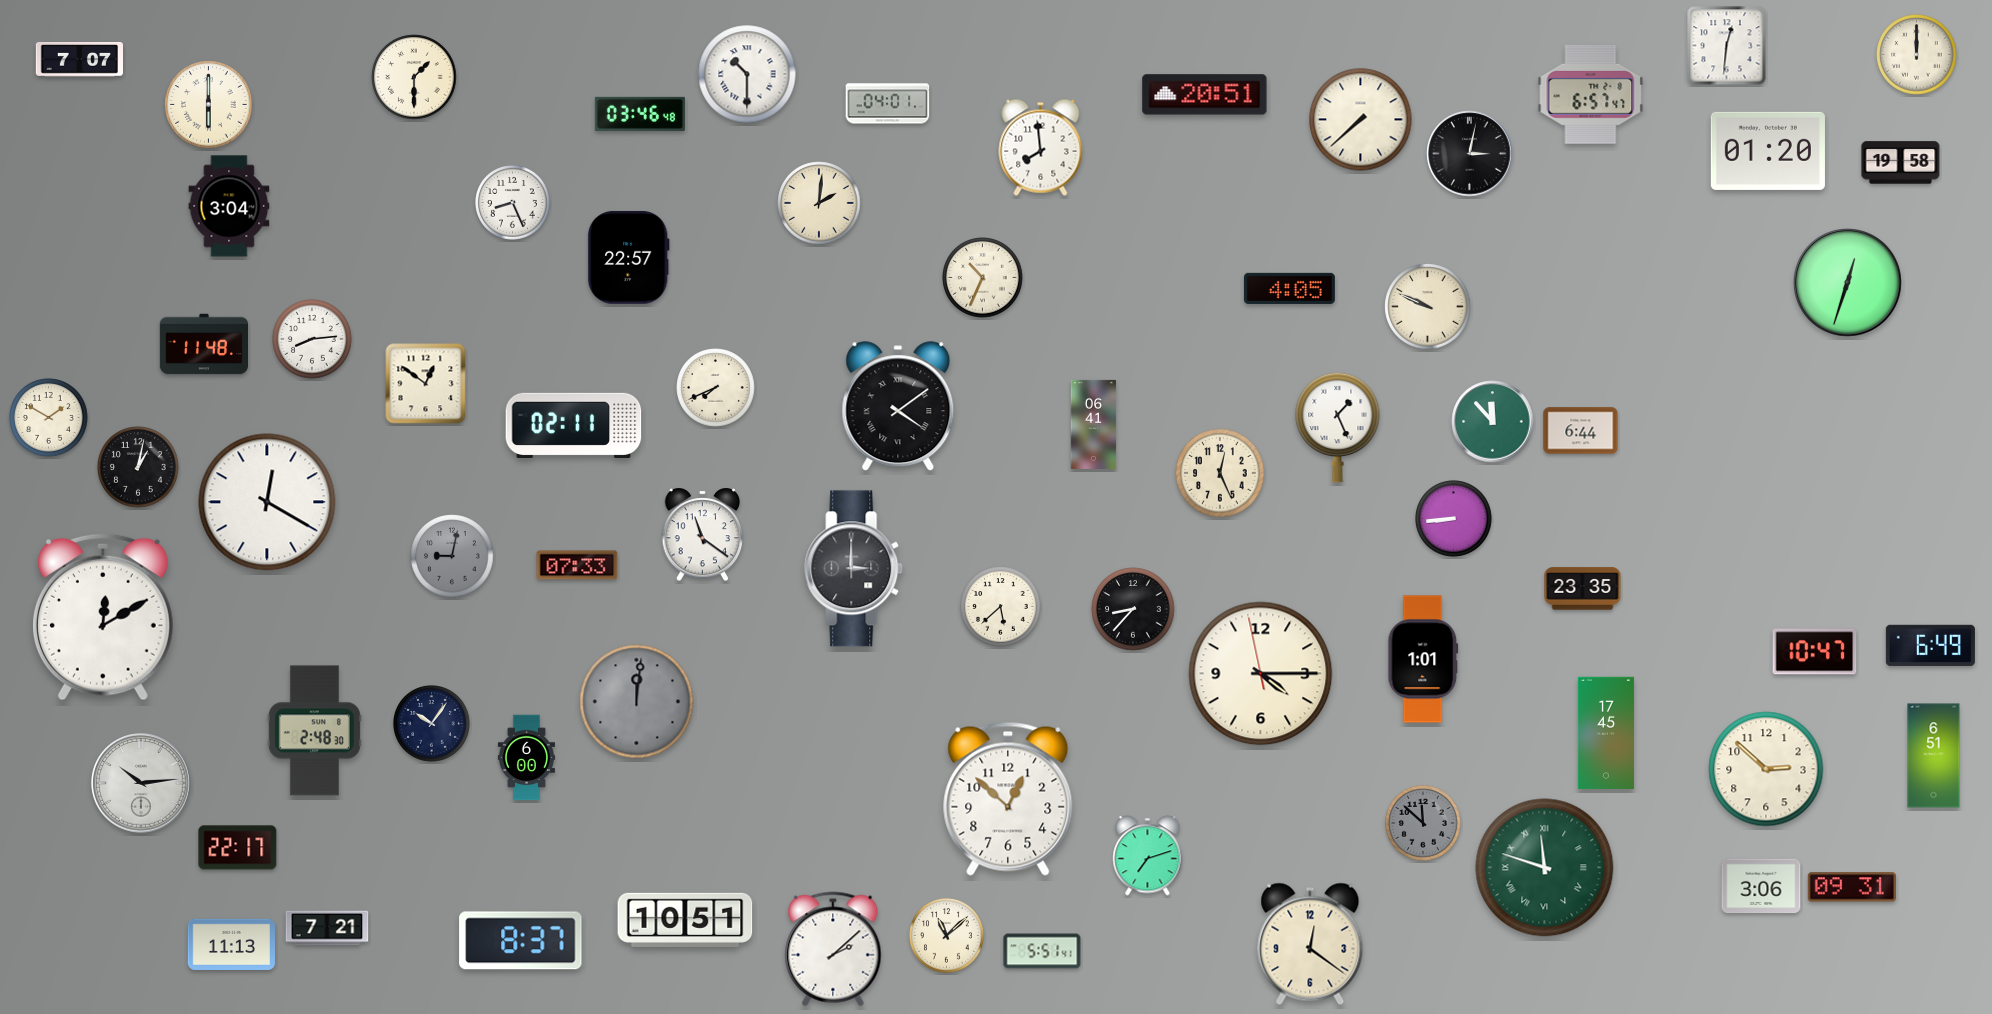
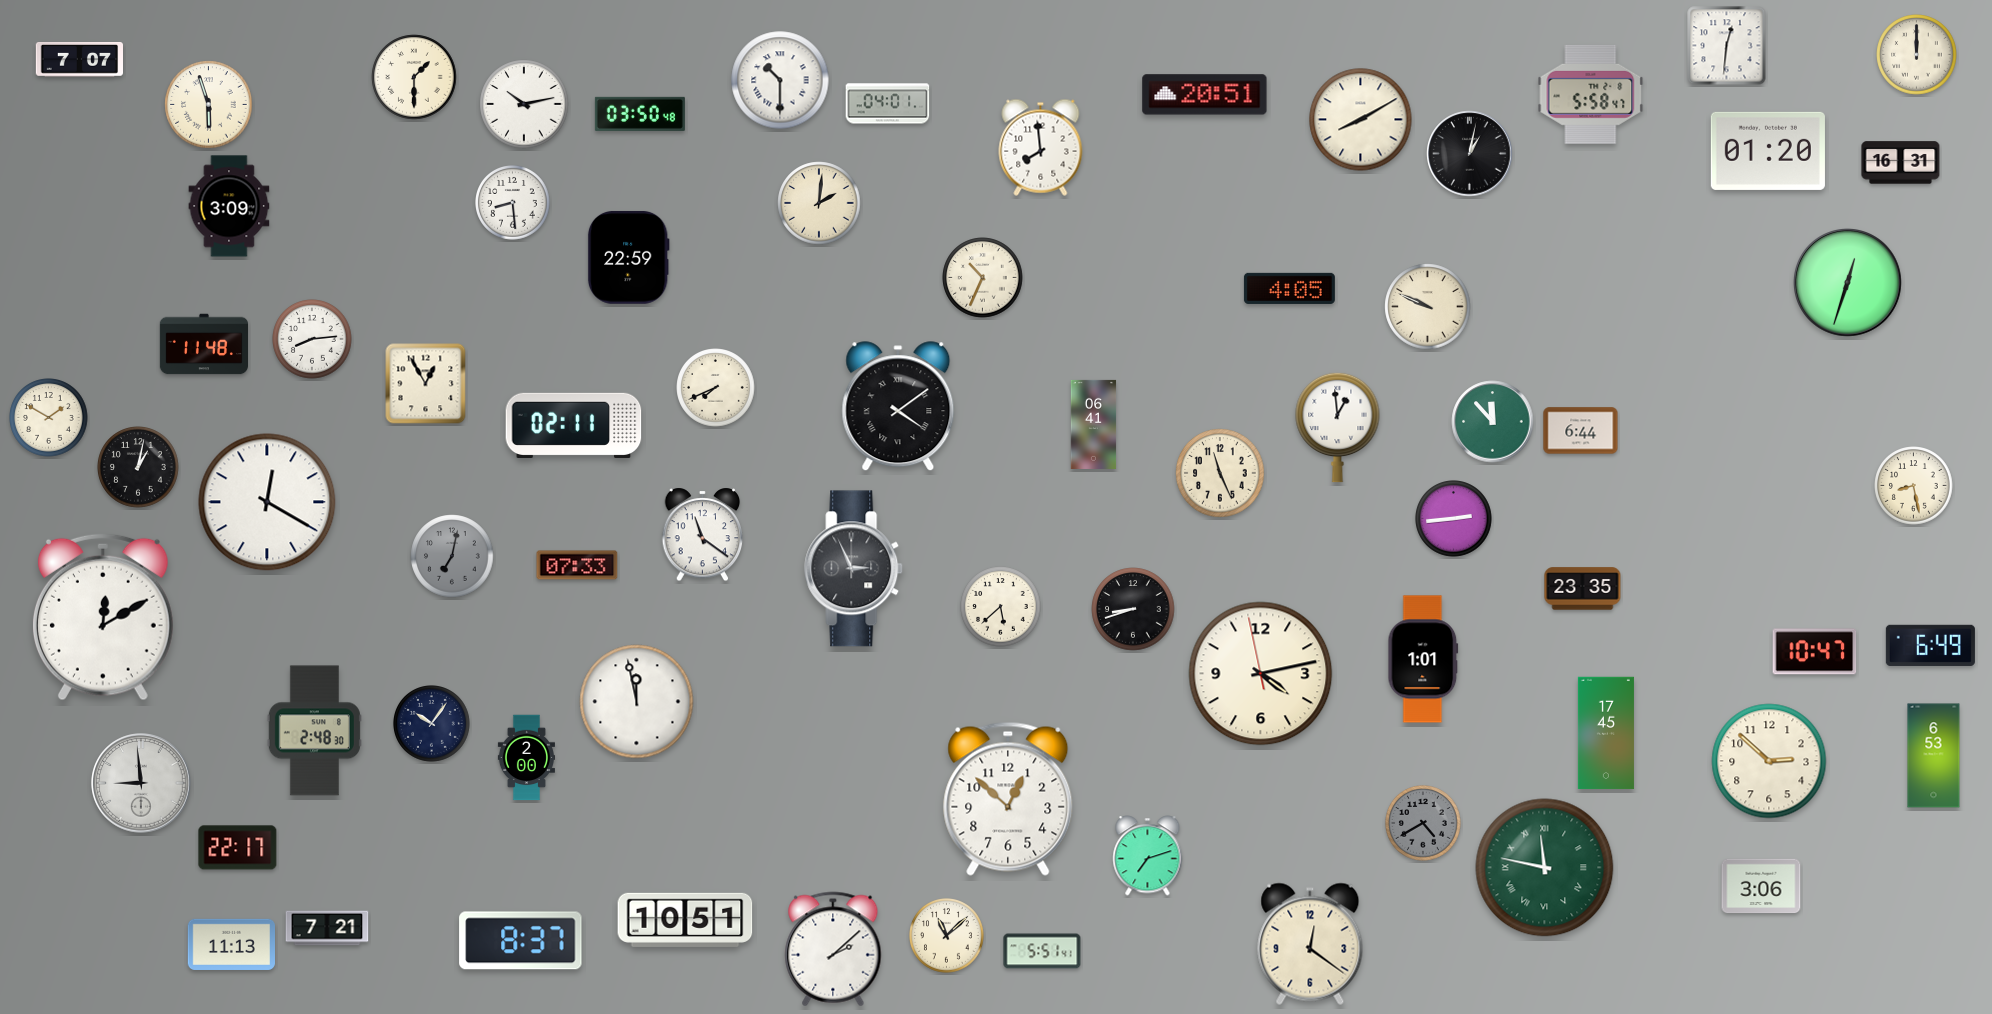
clock at (747, 74) position: (747, 74) -> (780, 80)
clock at (1591, 94): 6:57 -> 5:58
clock at (524, 104): none -> 10:13
clock at (209, 105): 6:00 -> 5:57
clock at (640, 114): 03:46 -> 03:50
clock at (1361, 120): 7:38 -> 8:10
clock at (1470, 154): 3:02 -> 1:02
clock at (1901, 163): 19:58 -> 16:31
clock at (513, 203): 8:26 -> 8:29
clock at (229, 206): 3:04 -> 3:09
clock at (628, 257): 22:57 -> 22:59
clock at (426, 384): 12:51 -> 12:55
clock at (1338, 427): 1:26 -> 12:59
clock at (1220, 473): 12:26 -> 11:26
clock at (1914, 486): none -> 8:28
clock at (1454, 519): 8:44 -> 2:44
clock at (452, 556): 9:02 -> 7:02
clock at (854, 569): 3:00 -> 2:56
clock at (1133, 609): 8:37 -> 8:42
clock at (1261, 674): 4:14 -> 4:12
clock at (637, 702): 12:01 -> 11:58
clock at (637, 702) dial: grey -> white
clock at (1934, 756): 6:51 -> 6:53
clock at (526, 758): 6:00 -> 2:00
clock at (1766, 769) position: (1766, 769) -> (1769, 761)
clock at (141, 783): 10:14 -> 8:59
clock at (1424, 824): 11:52 -> 4:40
clock at (1545, 868): 11:48 -> 11:47
clock at (1852, 887): 09:31 -> none
